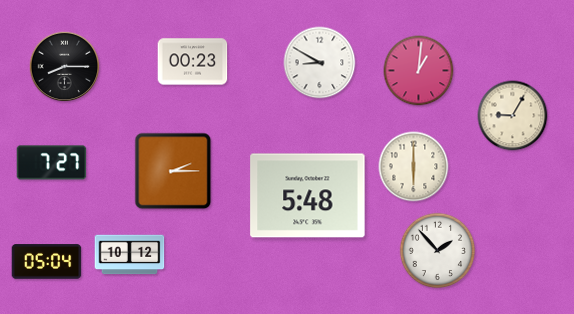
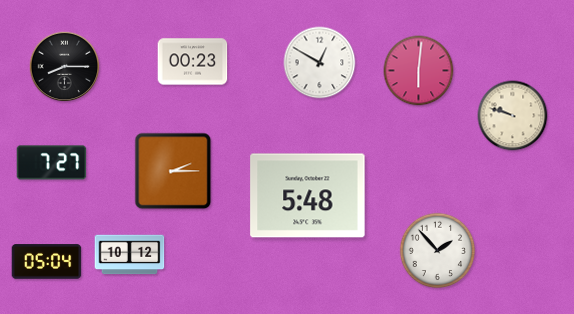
clock at (320, 63): 8:50 -> 12:50
clock at (419, 71): 1:01 -> 6:01
clock at (513, 116): 9:05 -> 9:48
clock at (414, 167): 6:00 -> none
